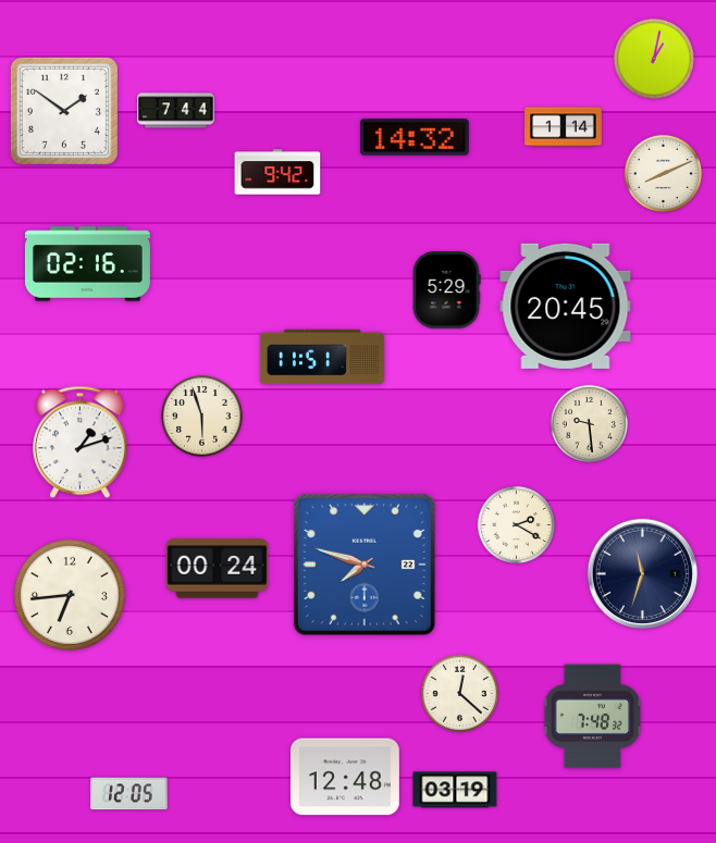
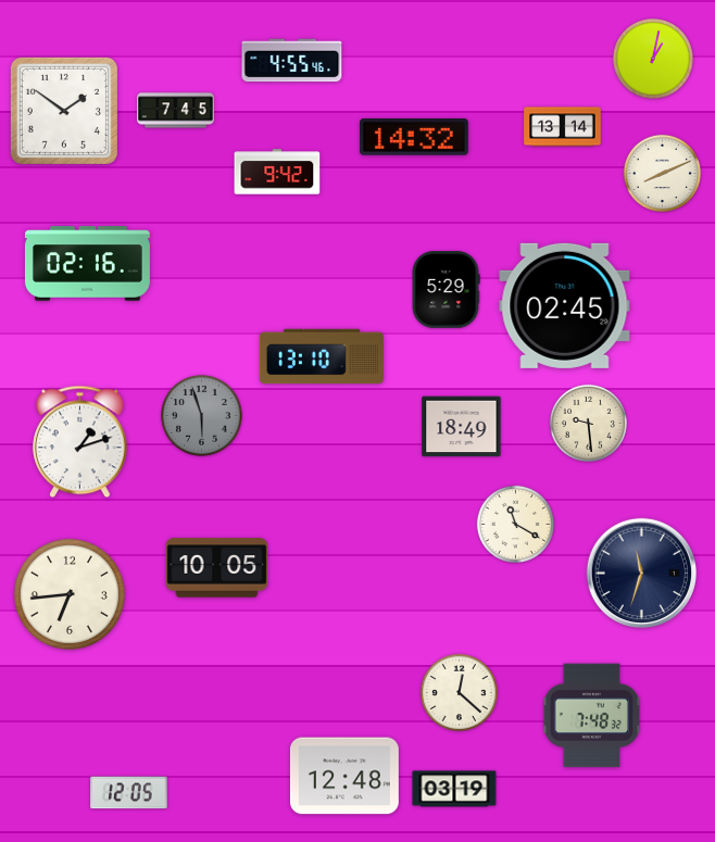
clock at (292, 61): none -> 4:55
clock at (176, 111): 7:44 -> 7:45
clock at (564, 127): 1:14 -> 13:14
clock at (566, 306): 20:45 -> 02:45
clock at (322, 357): 11:51 -> 13:10
clock at (202, 417) dial: cream -> grey
clock at (462, 427): none -> 18:49
clock at (516, 524): 2:20 -> 11:20
clock at (365, 565): 7:48 -> none
clock at (218, 569): 00:24 -> 10:05
